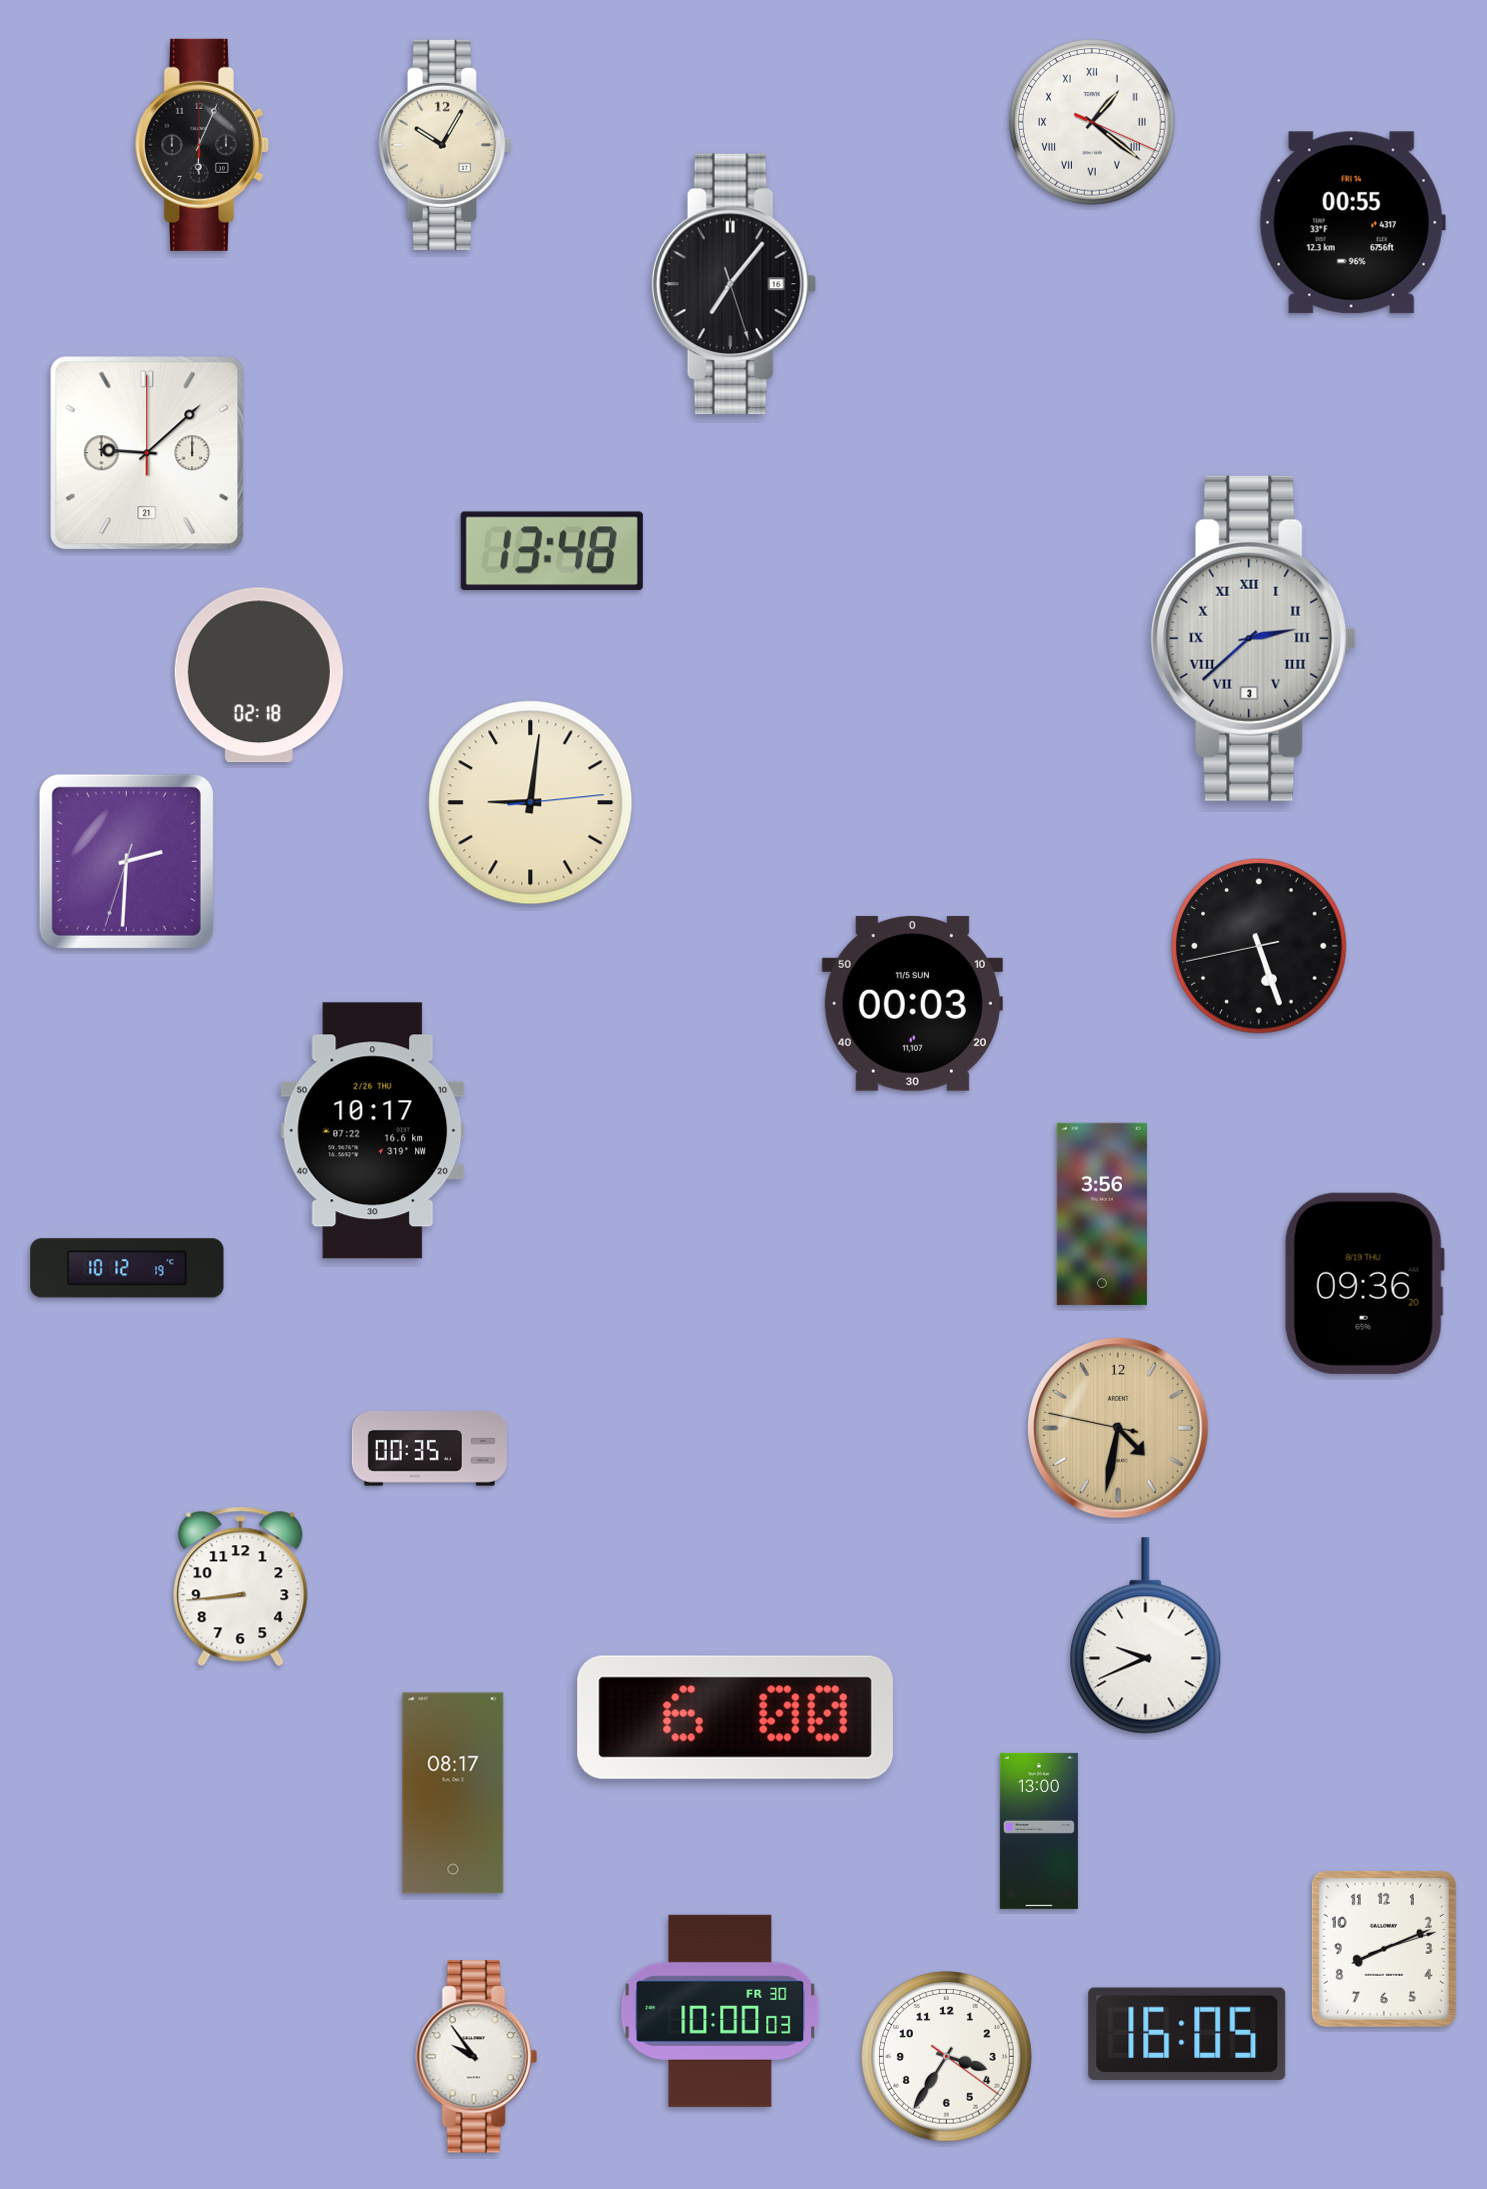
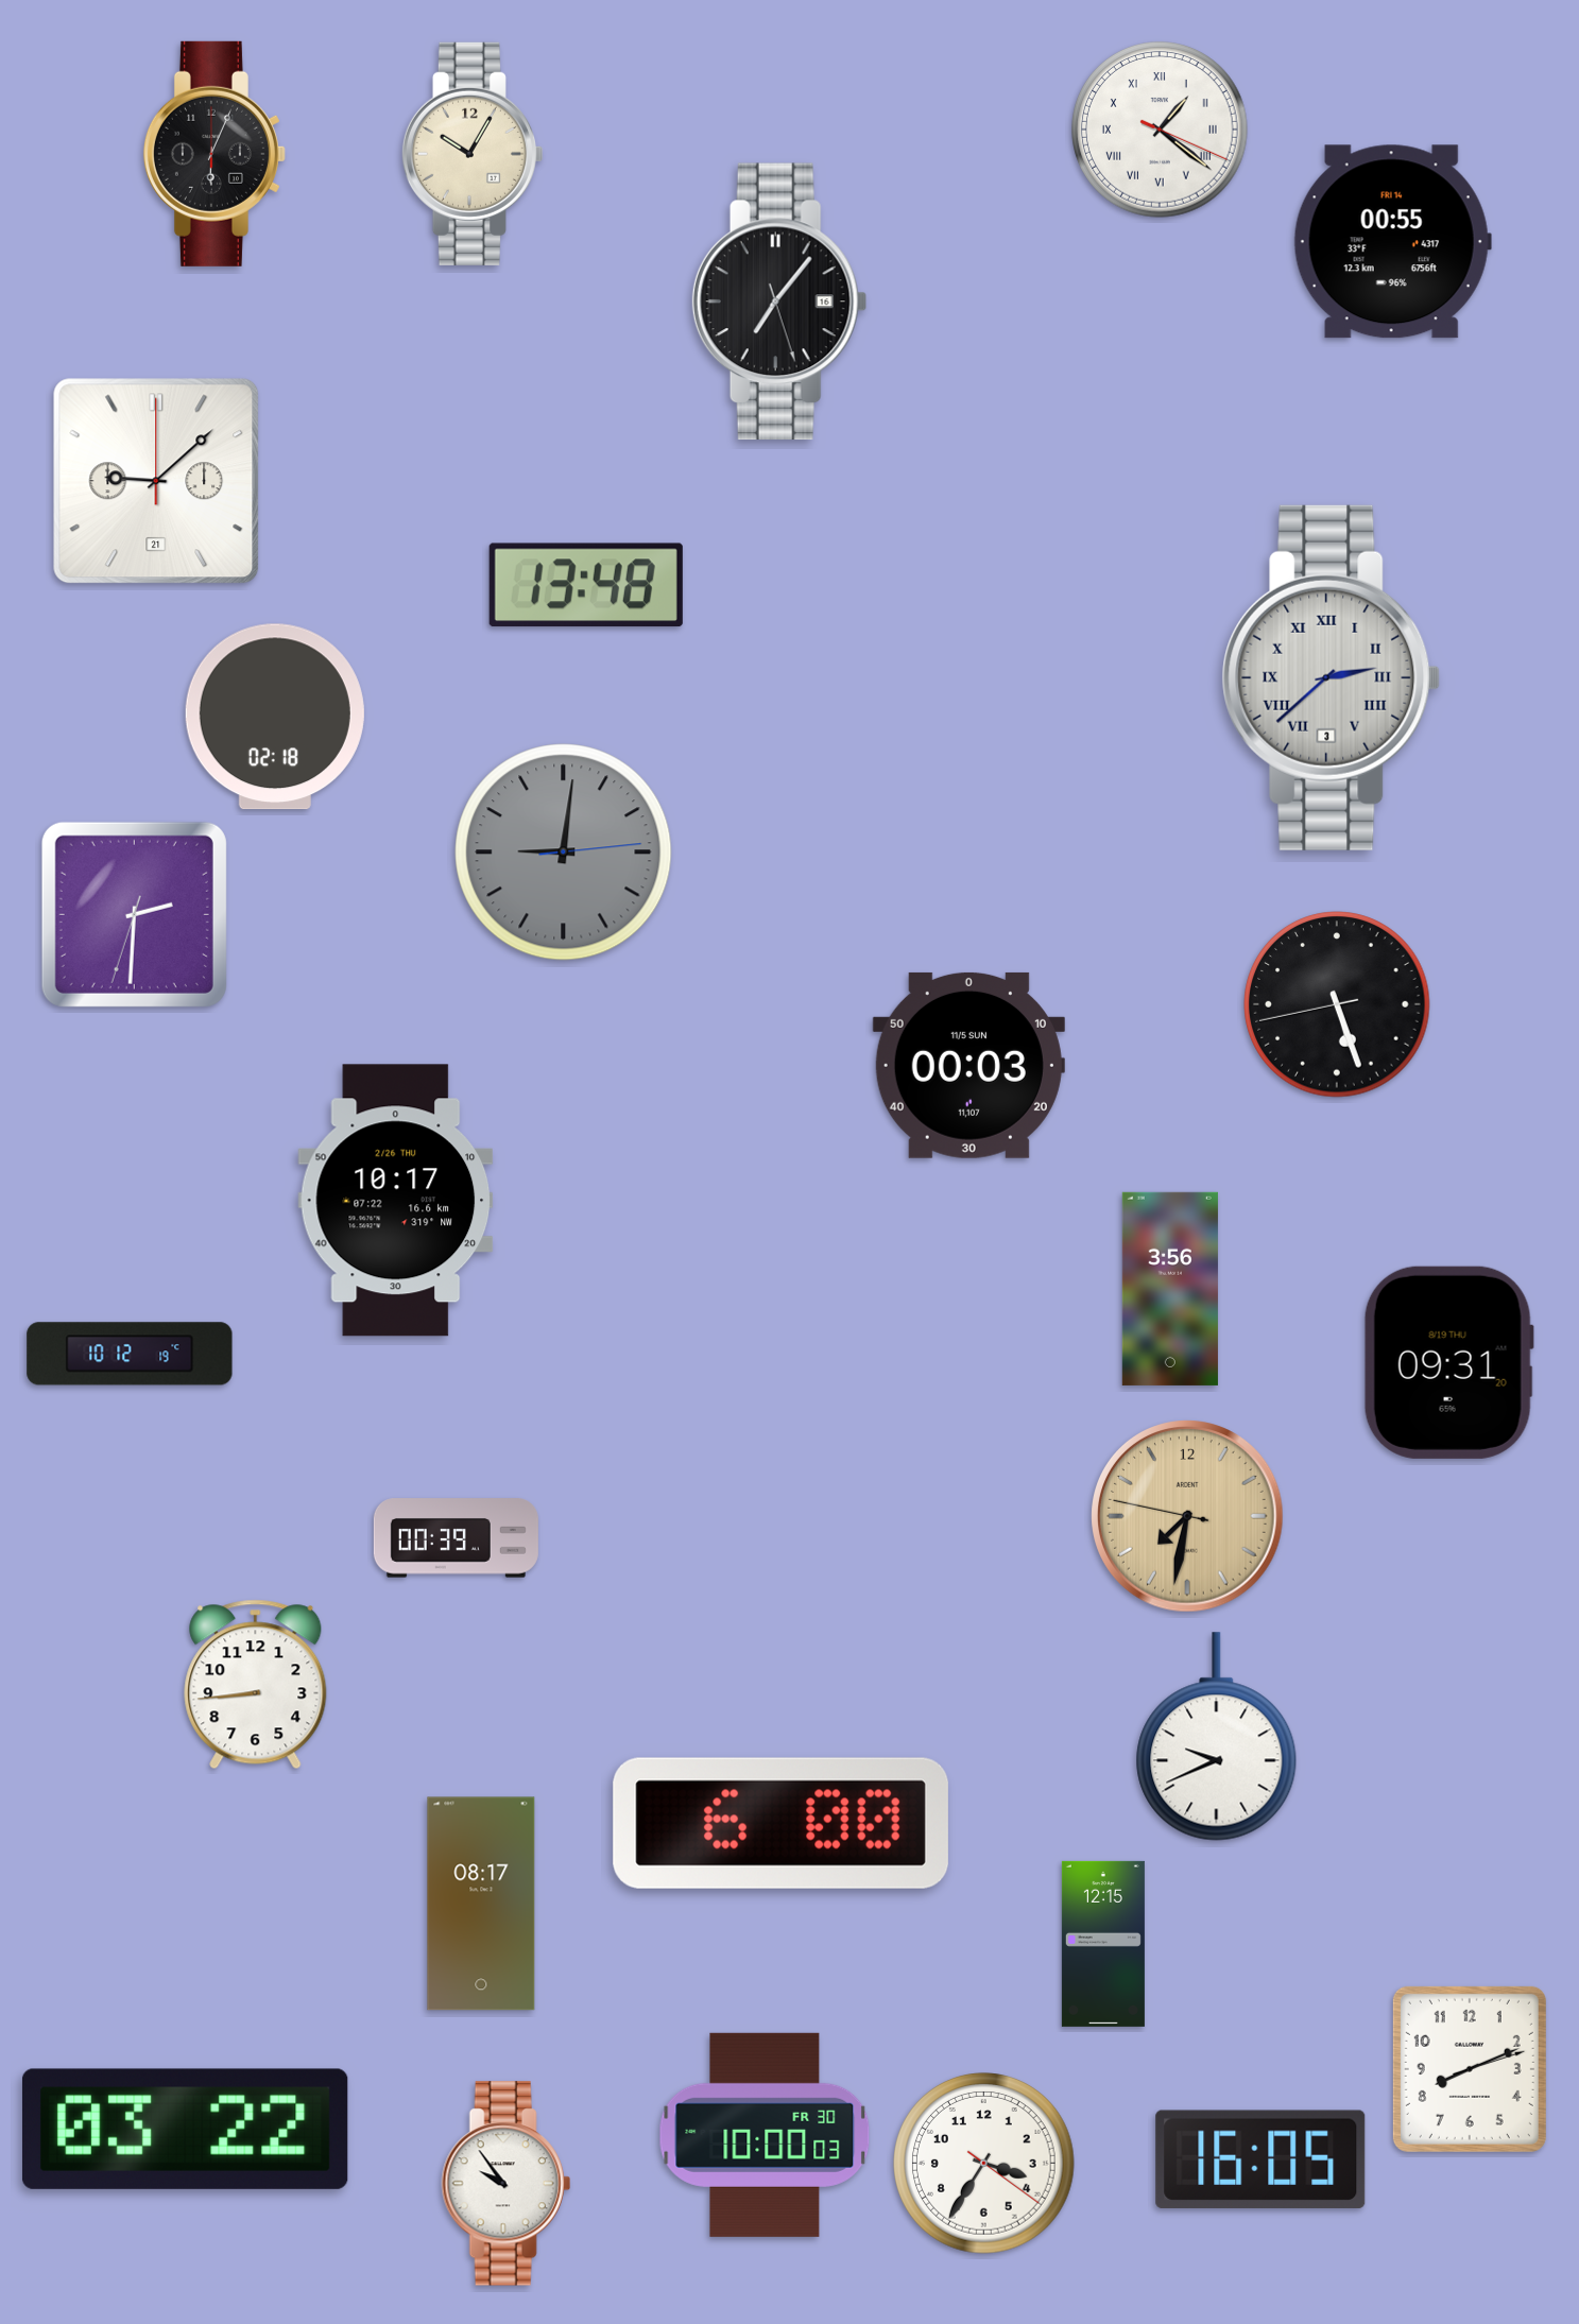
clock at (1352, 223) position: (1352, 223) -> (1392, 242)
clock at (531, 803) dial: cream -> grey
clock at (127, 1268) position: (127, 1268) -> (130, 1354)
clock at (1364, 1283): 09:36 -> 09:31
clock at (1118, 1428): 4:31 -> 7:31
clock at (429, 1449): 00:35 -> 00:39
clock at (1039, 1831): 13:00 -> 12:15
clock at (185, 2129): none -> 03:22
clock at (947, 2057) position: (947, 2057) -> (984, 2164)
